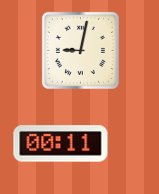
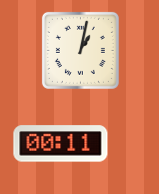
clock at (80, 50): 9:02 -> 1:02
